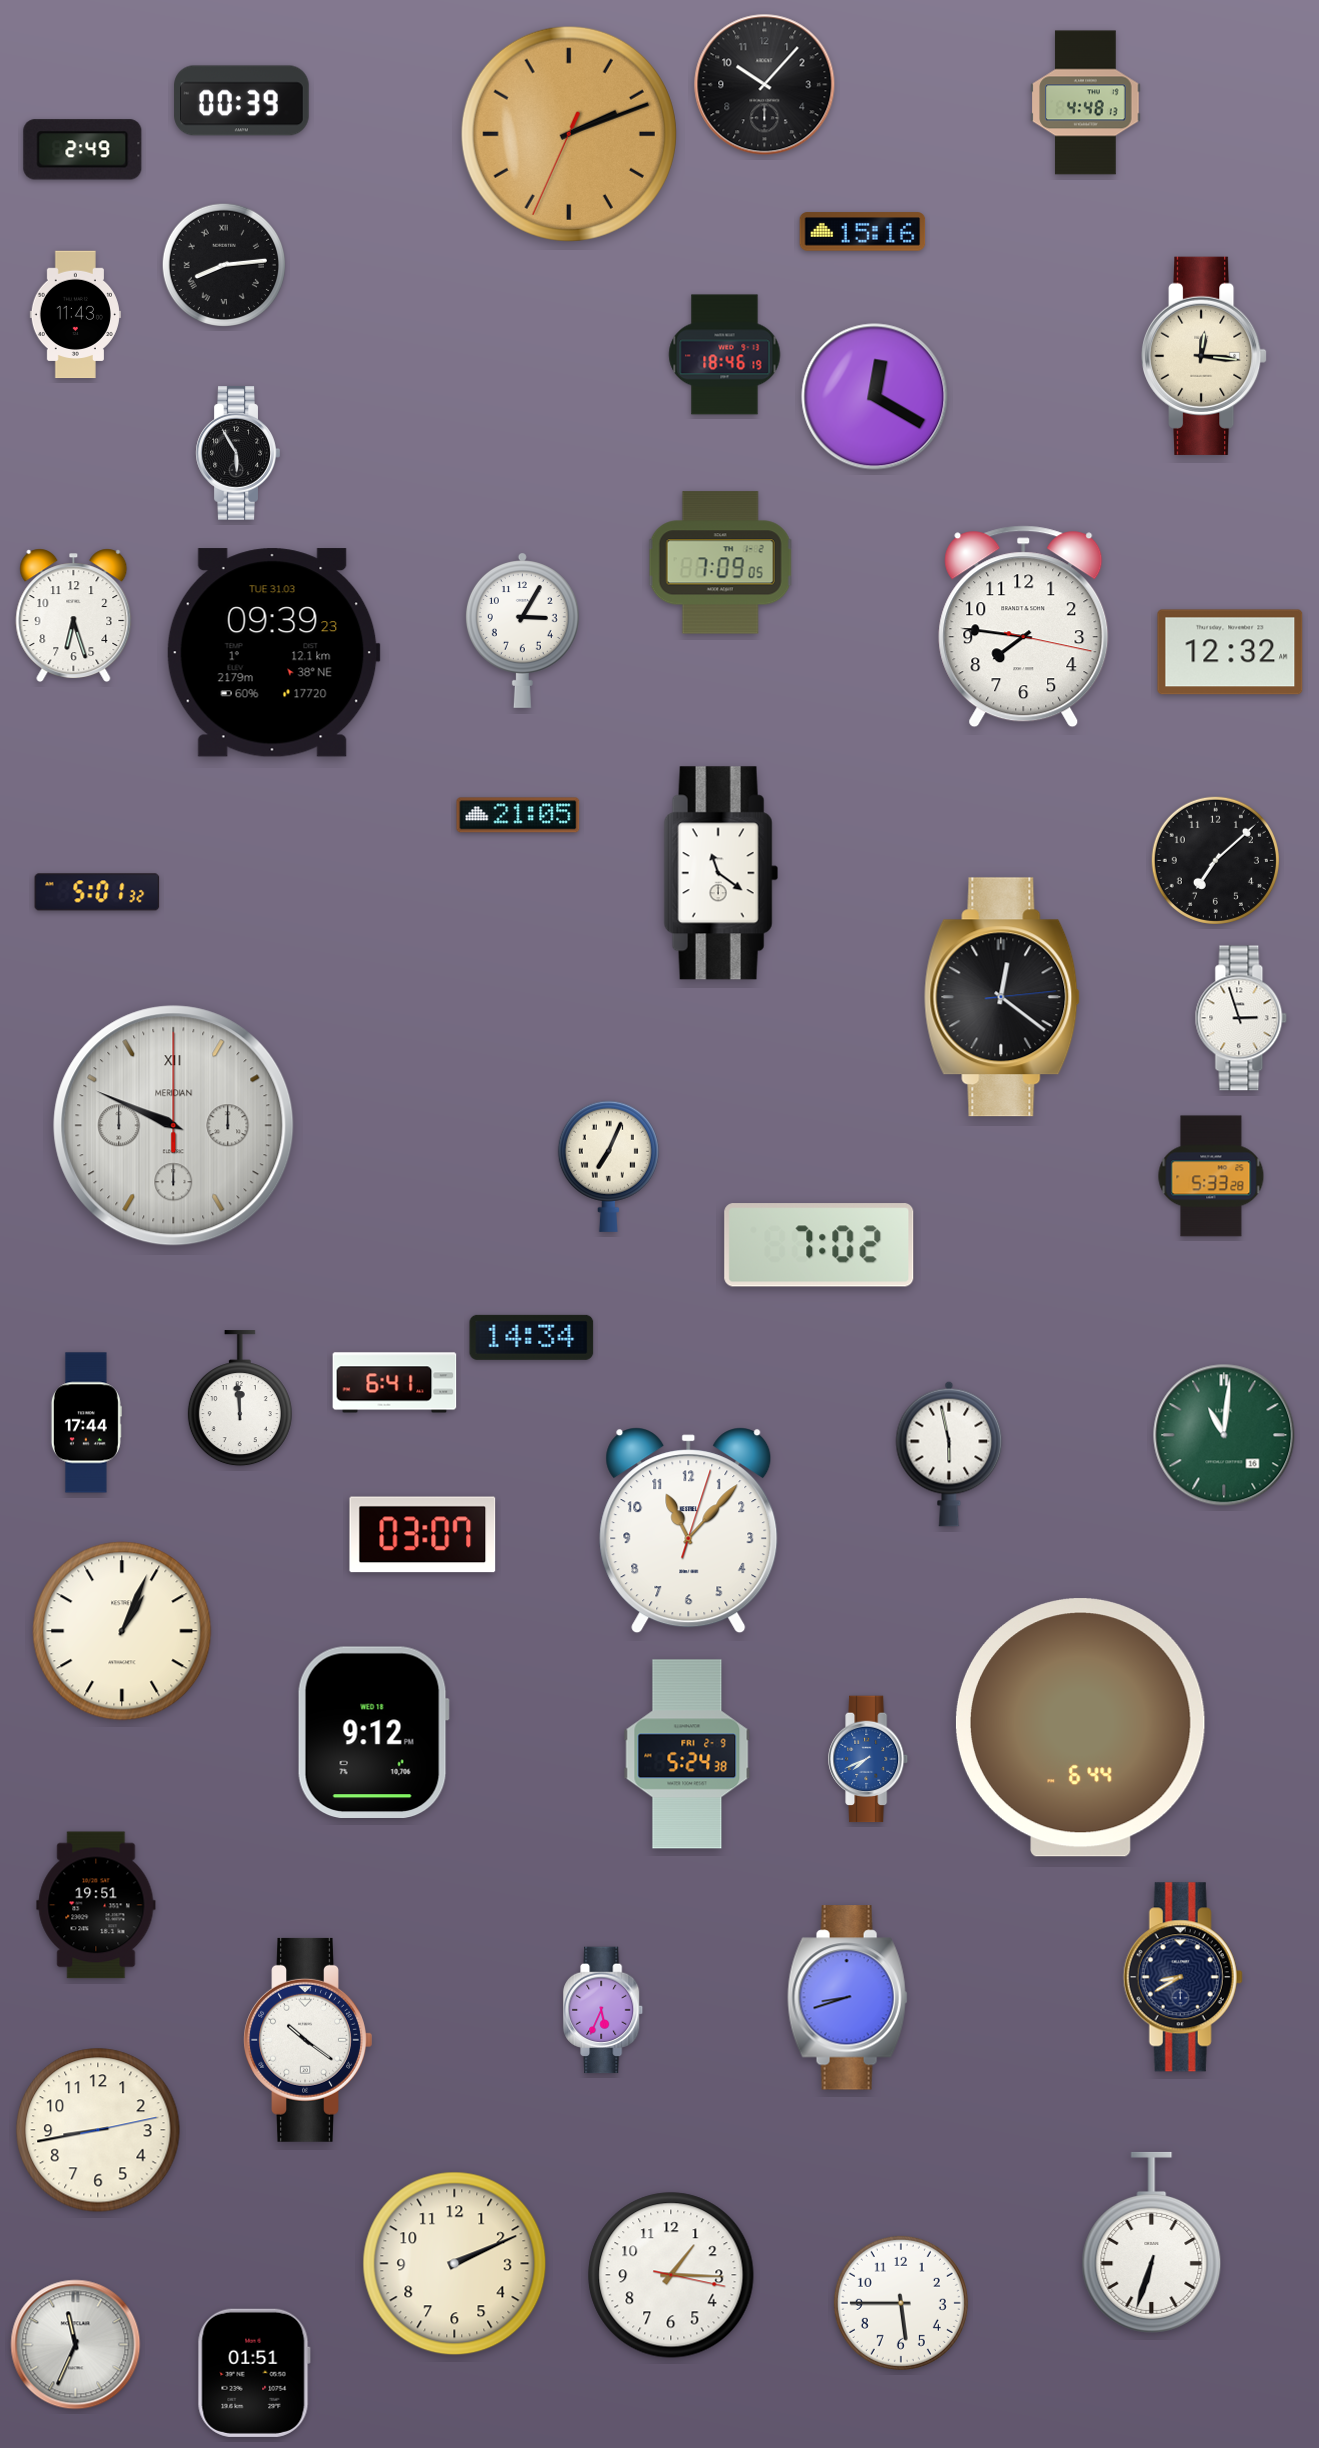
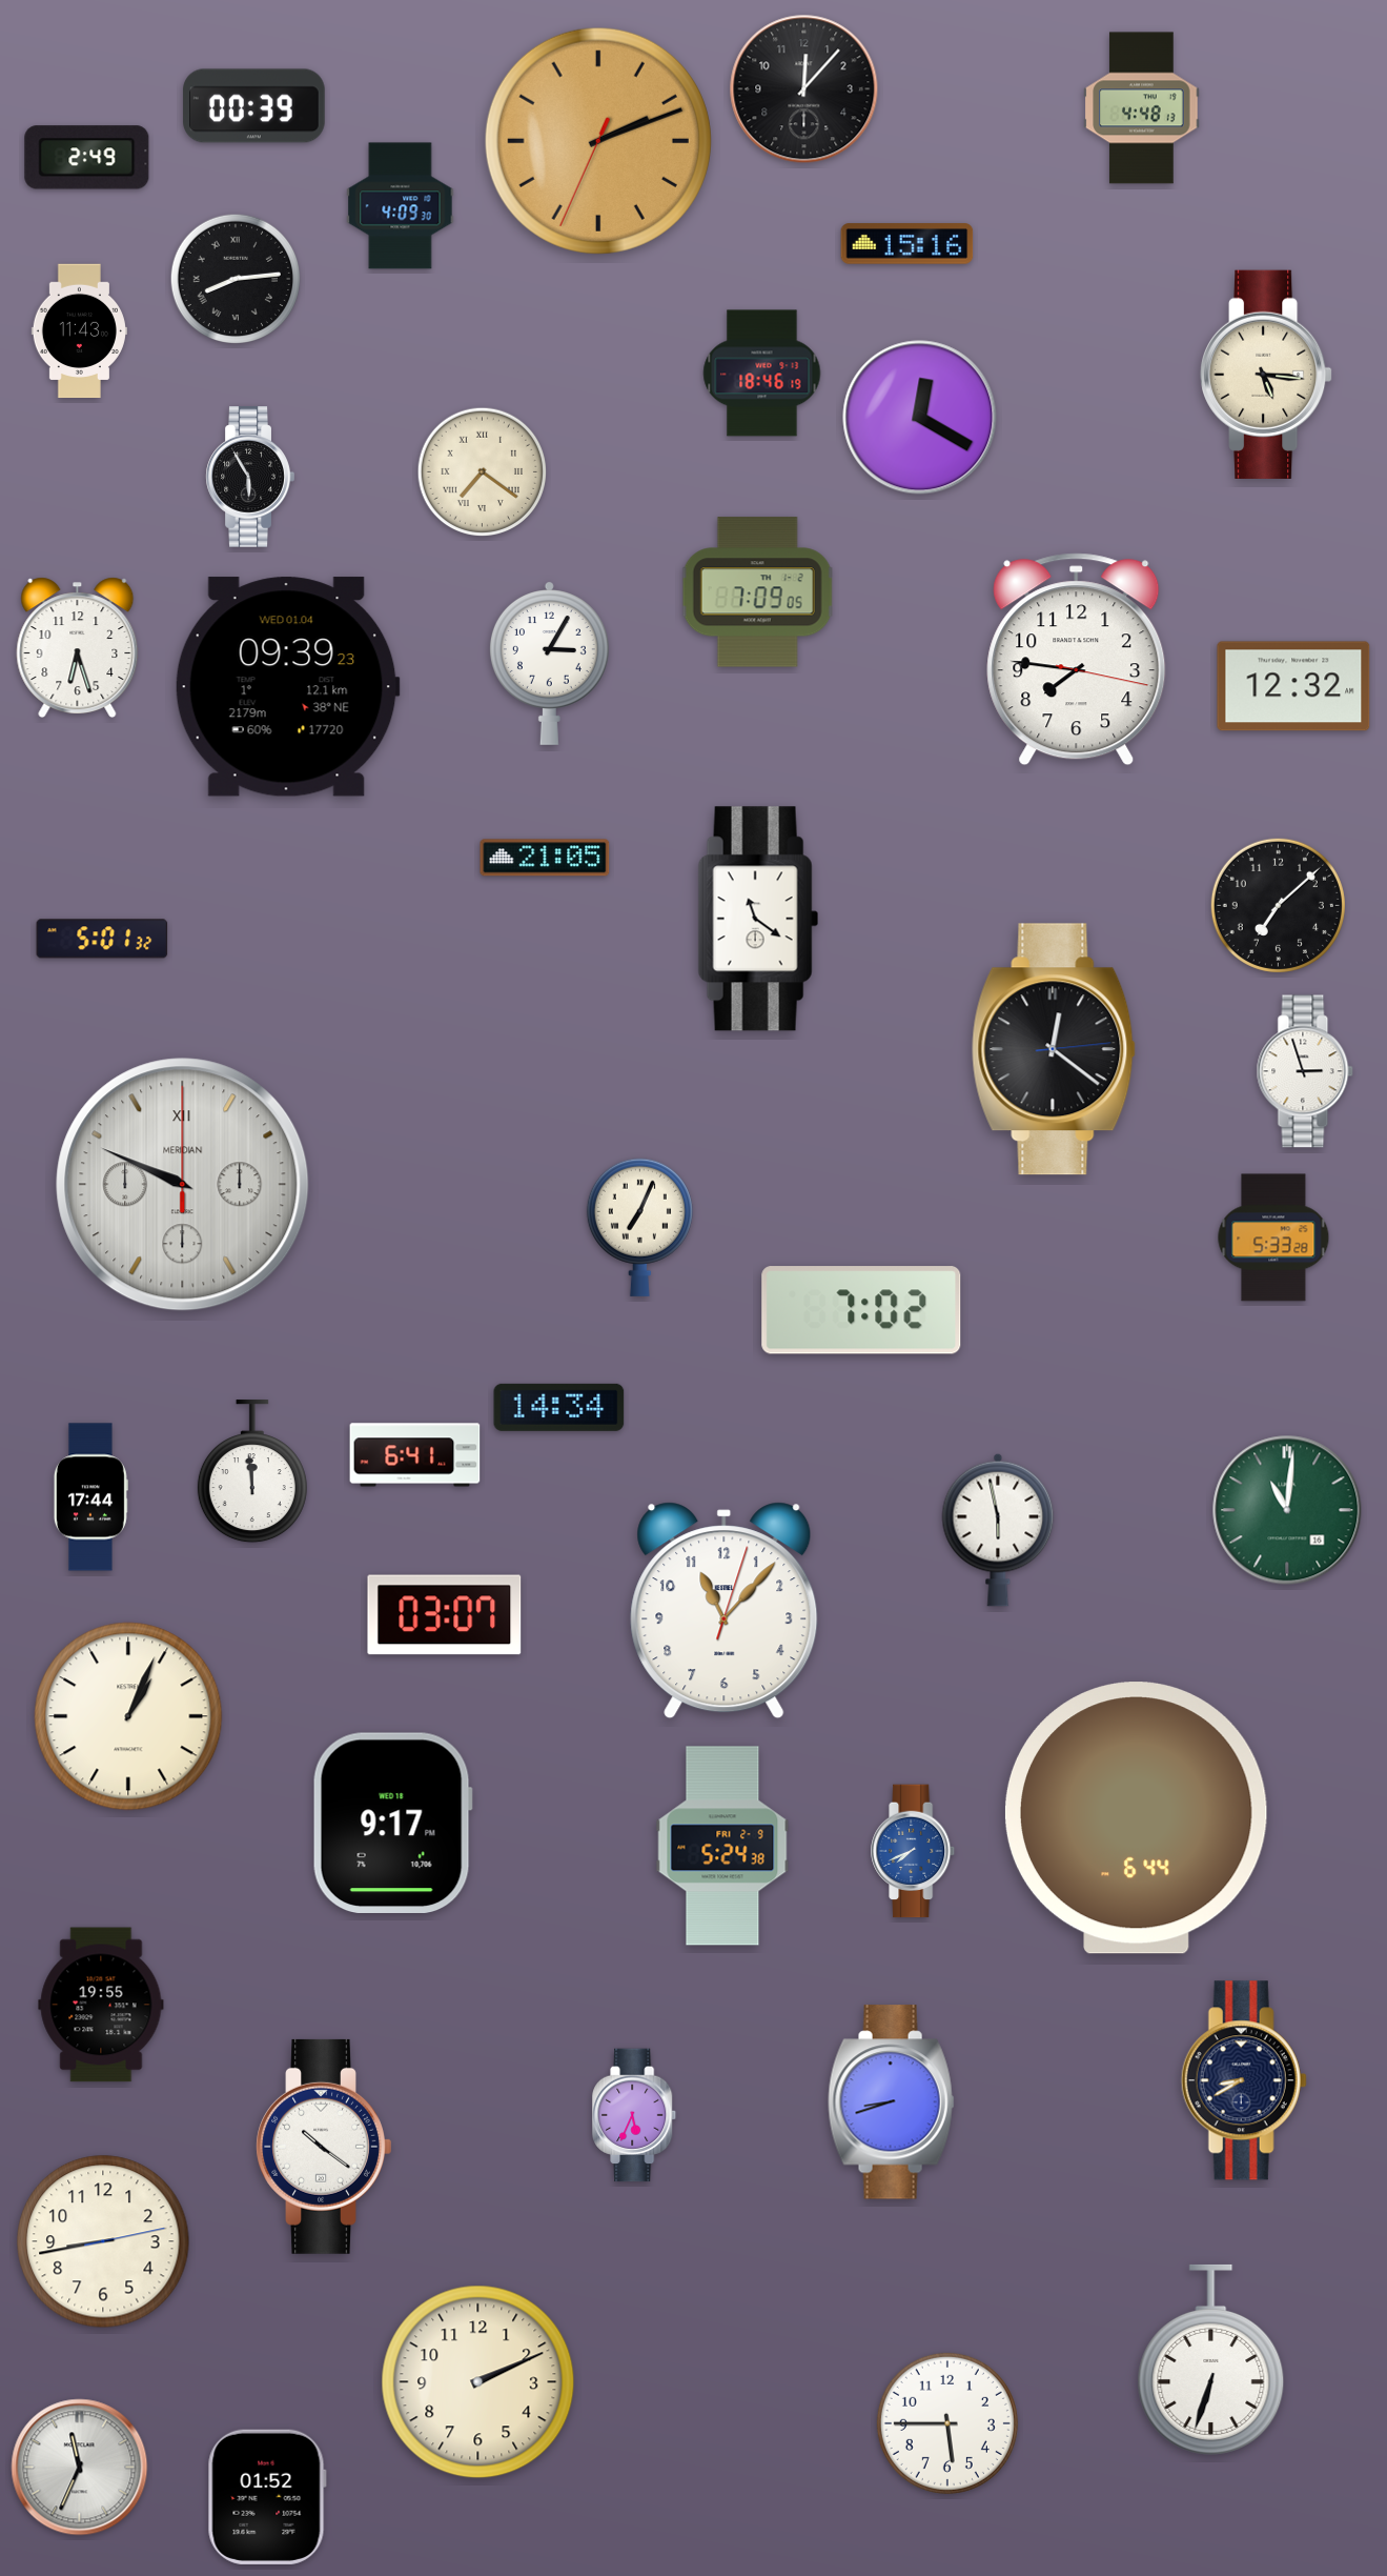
clock at (765, 85): 10:07 -> 12:07
clock at (401, 206): none -> 4:09
clock at (1205, 356): 12:16 -> 5:16
clock at (483, 472): none -> 7:21
clock at (273, 653) date: TUE 31.03 -> WED 01.04
clock at (373, 1732): 9:12 -> 9:17
clock at (96, 1905): 19:51 -> 19:55
clock at (671, 2275): 1:15 -> none
clock at (254, 2373): 01:51 -> 01:52
